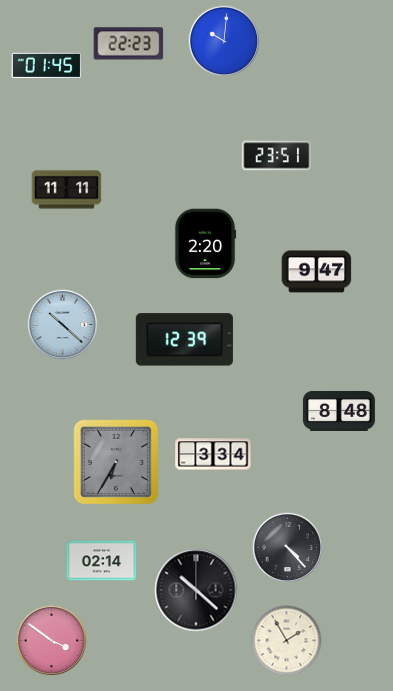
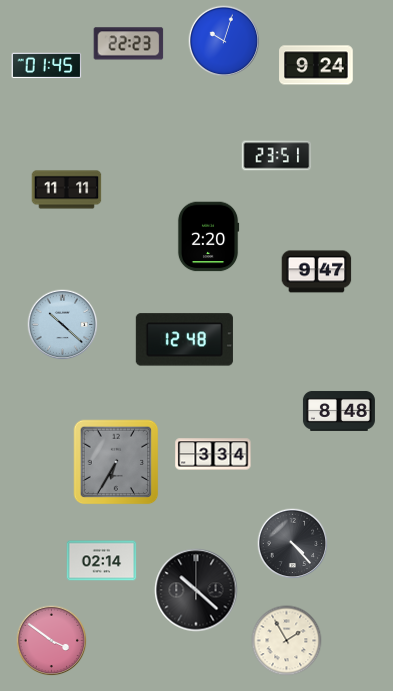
clock at (224, 41): 10:01 -> 10:03
clock at (316, 65): none -> 9:24
clock at (205, 244) position: (205, 244) -> (208, 237)
clock at (184, 340): 12:39 -> 12:48
clock at (288, 548) position: (288, 548) -> (293, 544)
